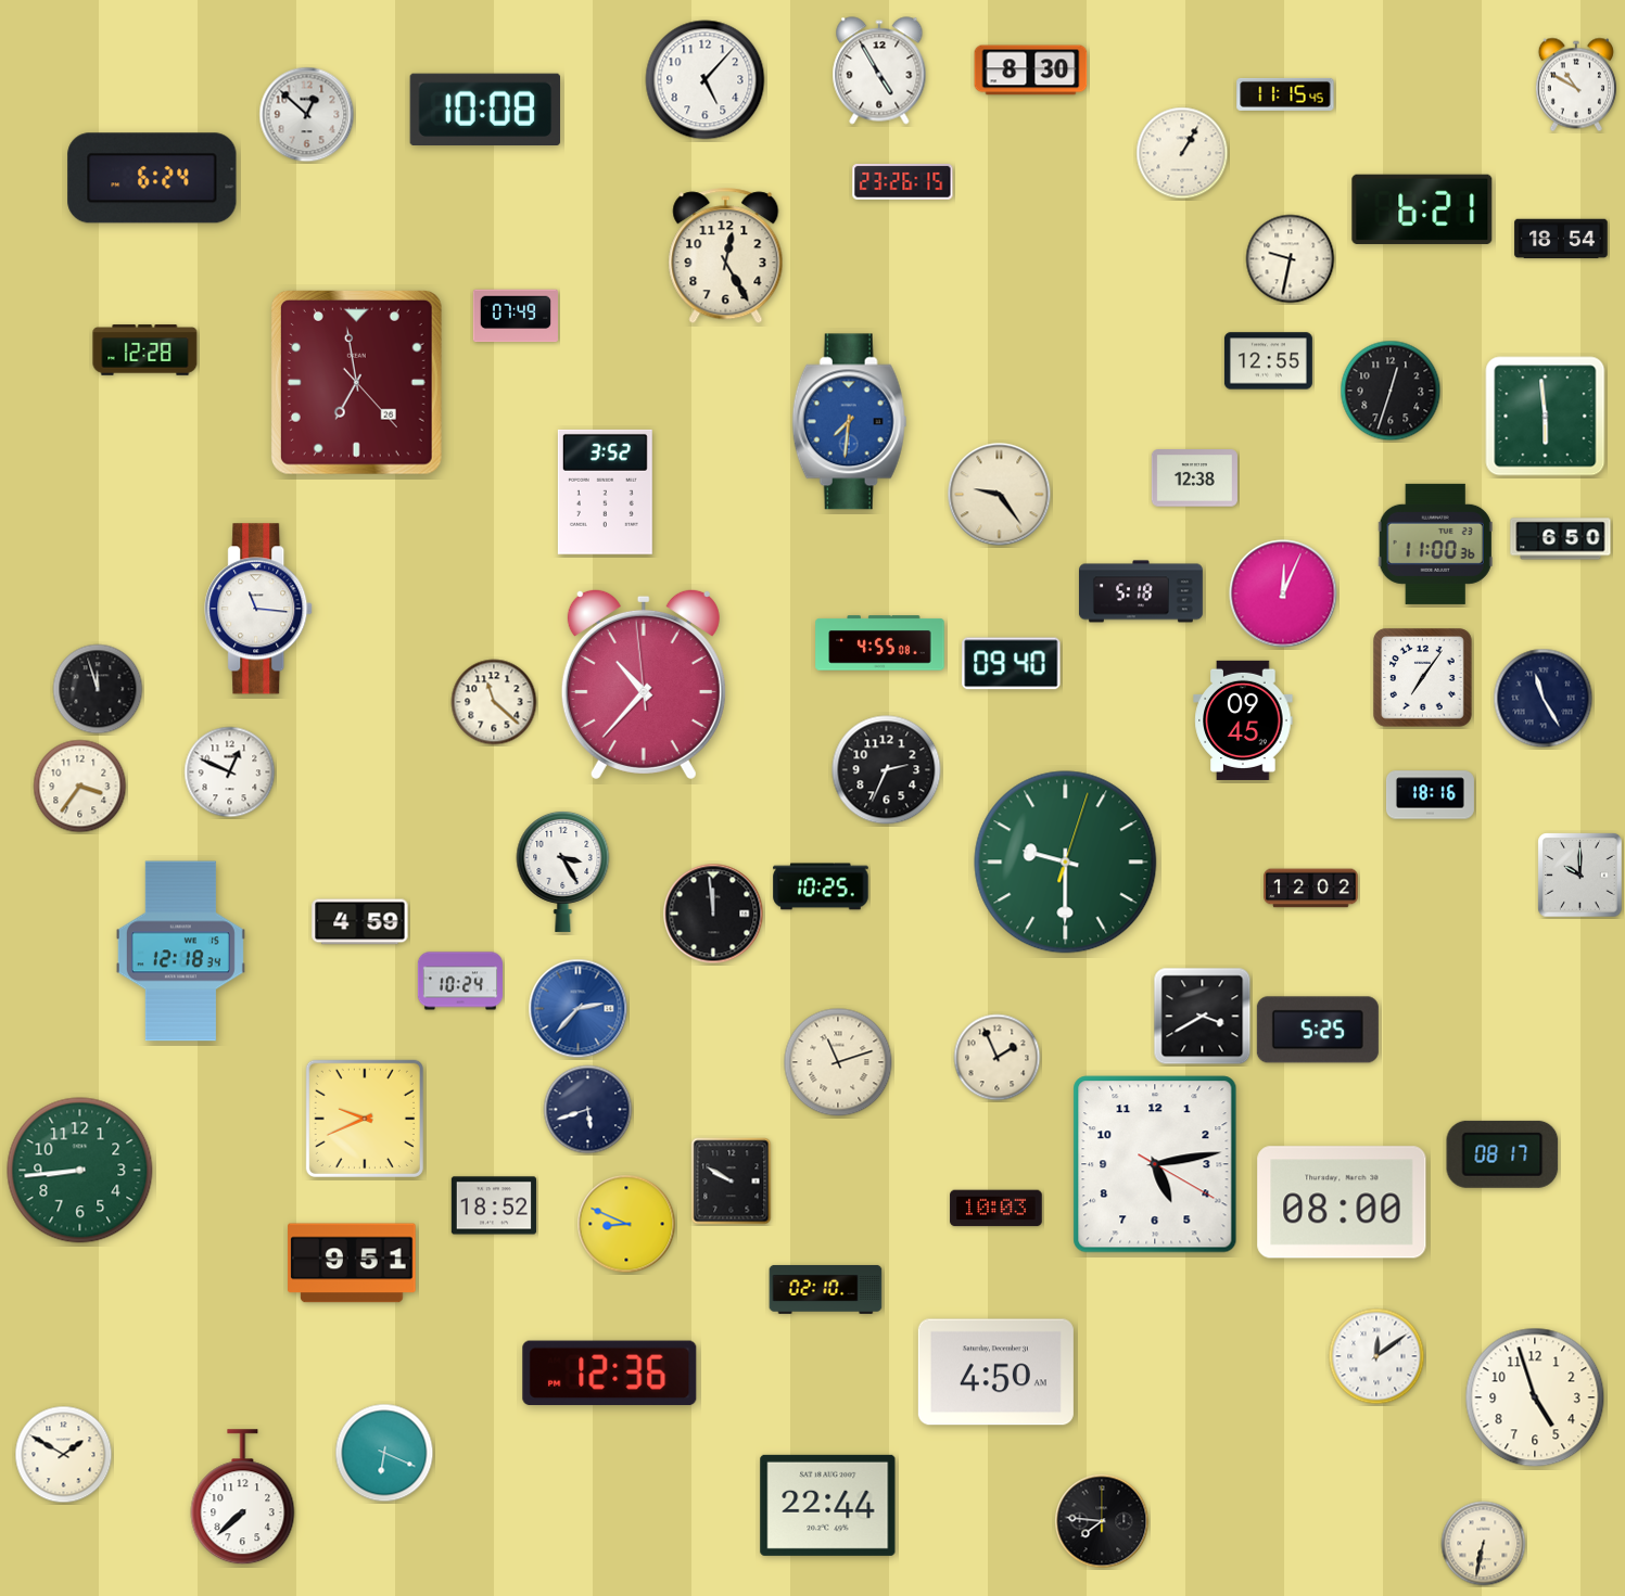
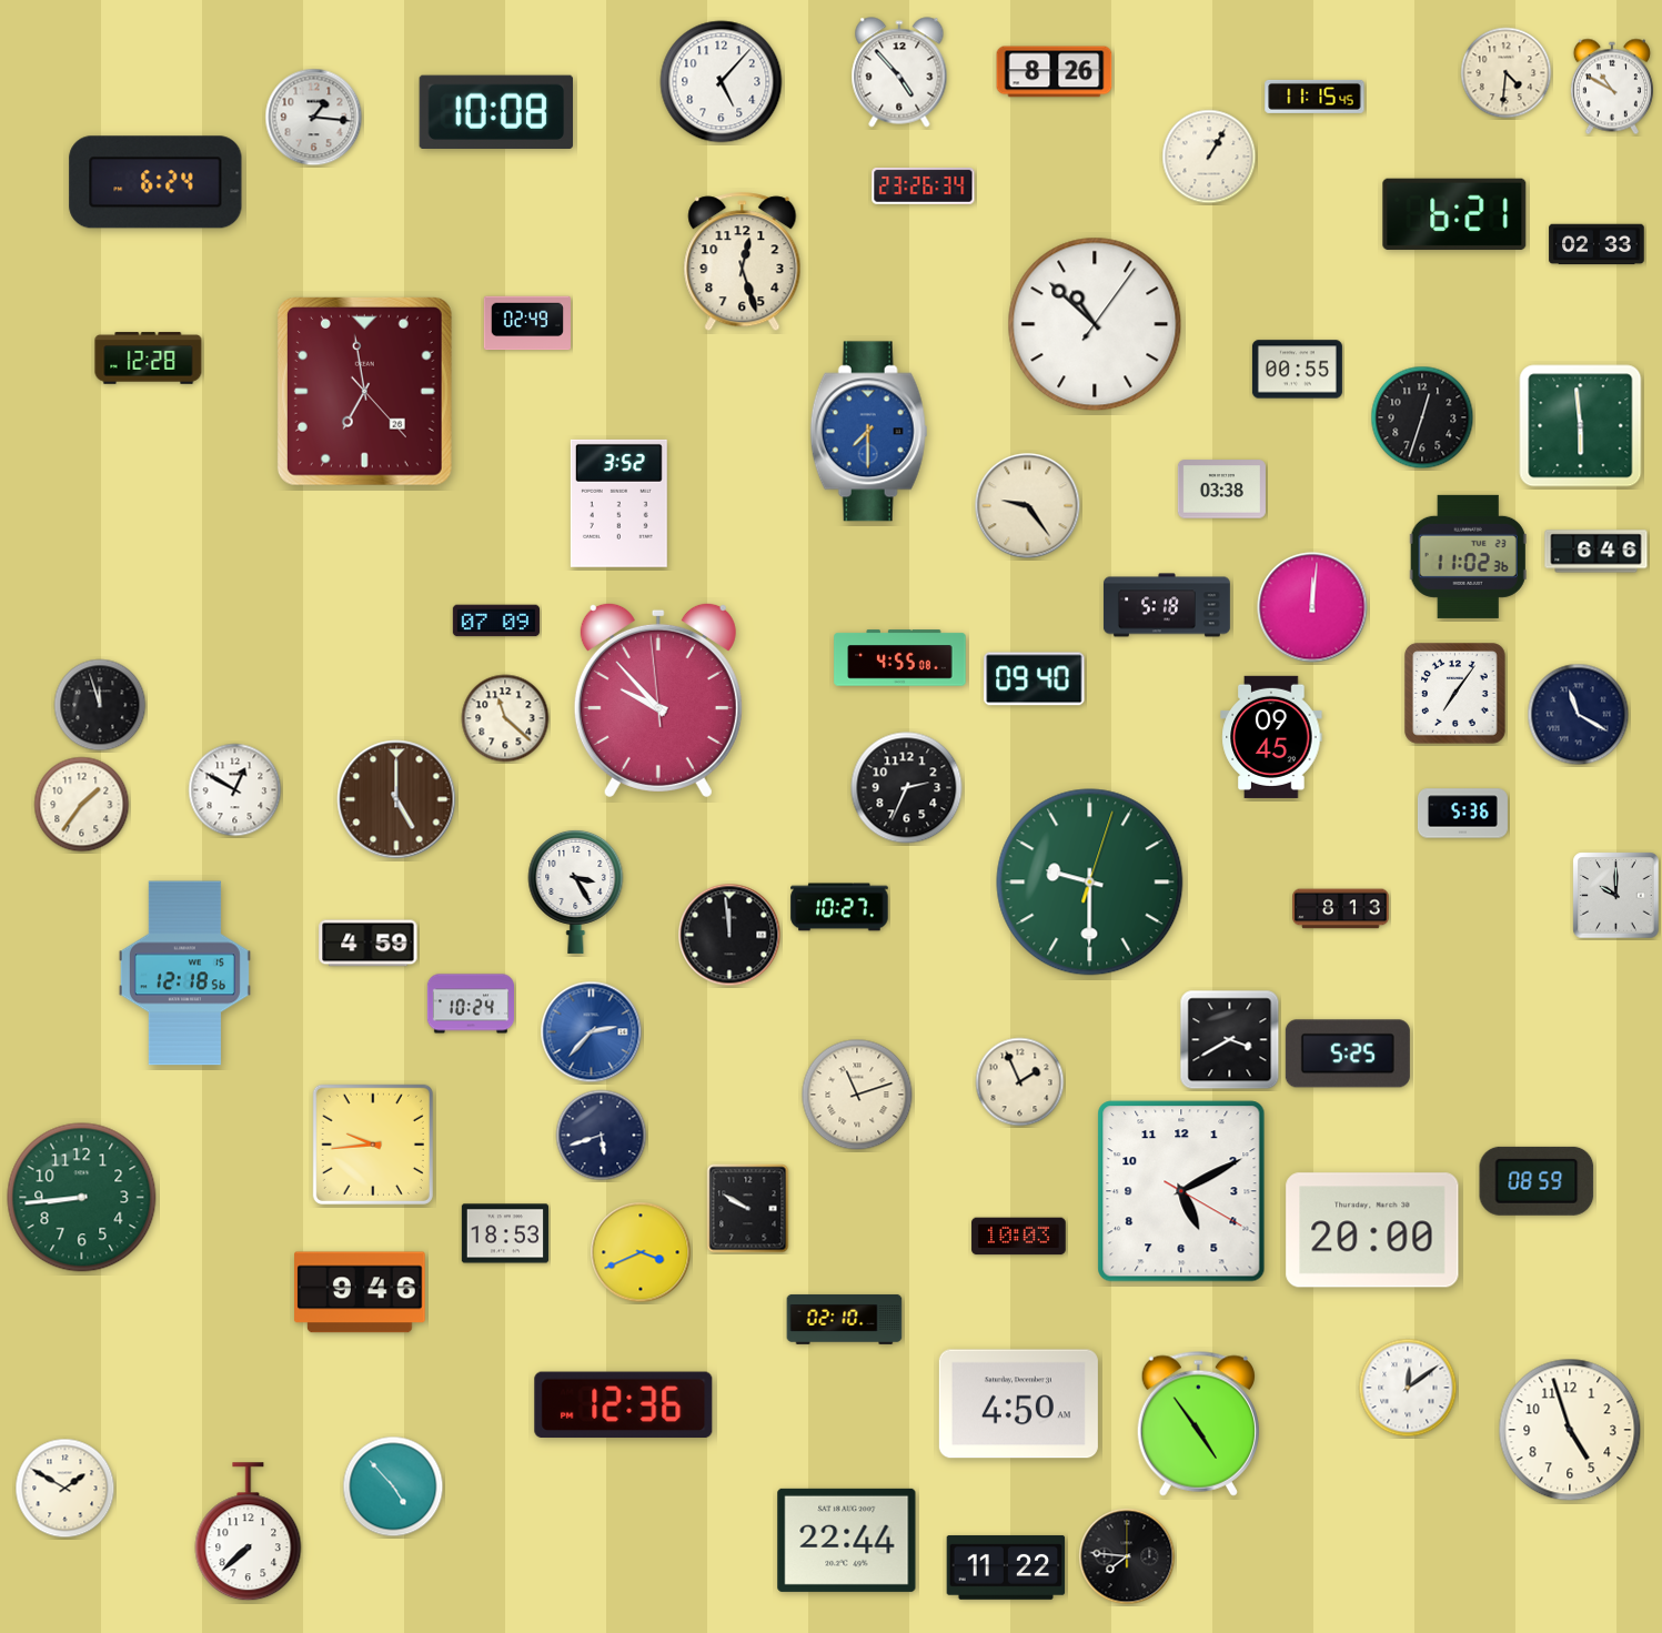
clock at (879, 71): 4:55 -> 4:53
clock at (1031, 71): 8:30 -> 8:26
clock at (1507, 73): none -> 4:31
clock at (307, 115): 12:52 -> 1:16
clock at (903, 182): 23:26:15 -> 23:26:34
clock at (1561, 239): 18:54 -> 02:33
clock at (726, 256): 12:25 -> 12:27
clock at (1291, 259): 9:32 -> none
clock at (516, 316): 07:49 -> 02:49
clock at (1095, 324): none -> 10:52
clock at (1268, 361): 12:55 -> 00:55
clock at (1391, 391) position: (1391, 391) -> (1422, 417)
clock at (850, 422): 7:31 -> 7:30
clock at (1194, 478): 12:38 -> 03:38
clock at (1000, 495) position: (1000, 495) -> (1028, 506)
clock at (1561, 539): 6:50 -> 6:46
clock at (1435, 544): 11:00 -> 11:02
clock at (1283, 593): 12:04 -> 12:01
clock at (496, 621): none -> 07:09
clock at (259, 609): 11:16 -> none
clock at (644, 684): 10:36 -> 9:52
clock at (1544, 699): 11:25 -> 11:20
clock at (230, 773): 12:49 -> 12:50
clock at (396, 799): none -> 5:00
clock at (80, 787): 3:36 -> 1:36
clock at (1430, 795): 18:16 -> 5:36
clock at (821, 886): 10:25 -> 10:27
clock at (1311, 889): 12:02 -> 8:13
clock at (180, 952): 12:18:34 -> 12:18:56
clock at (838, 1062) position: (838, 1062) -> (857, 1095)
clock at (365, 1119): 9:41 -> 9:44
clock at (1502, 1154): 08:17 -> 08:59
clock at (1155, 1164): 5:13 -> 5:10
clock at (1342, 1202): 08:00 -> 20:00
clock at (494, 1205): 18:52 -> 18:53
clock at (626, 1224): 8:49 -> 3:41
clock at (352, 1263): 9:51 -> 9:46
clock at (1198, 1423): none -> 4:54
clock at (384, 1453): 6:19 -> 4:53
clock at (1006, 1568): none -> 11:22
clock at (1484, 1544): 6:32 -> none
